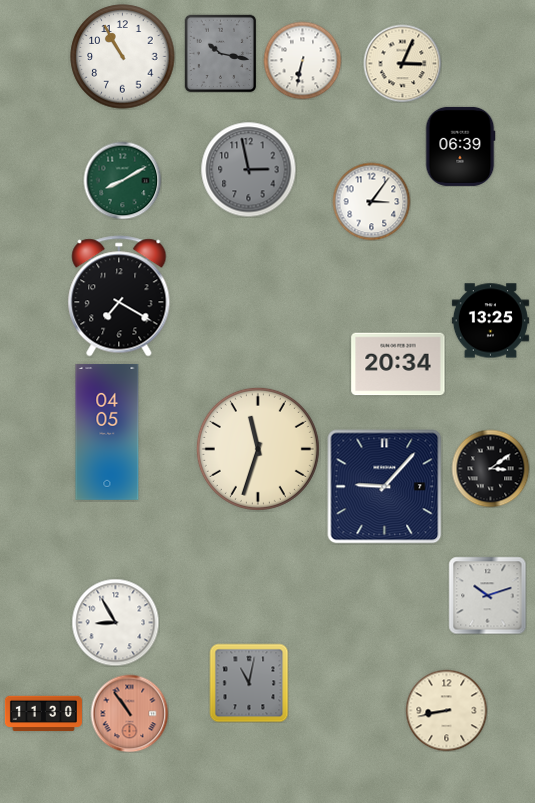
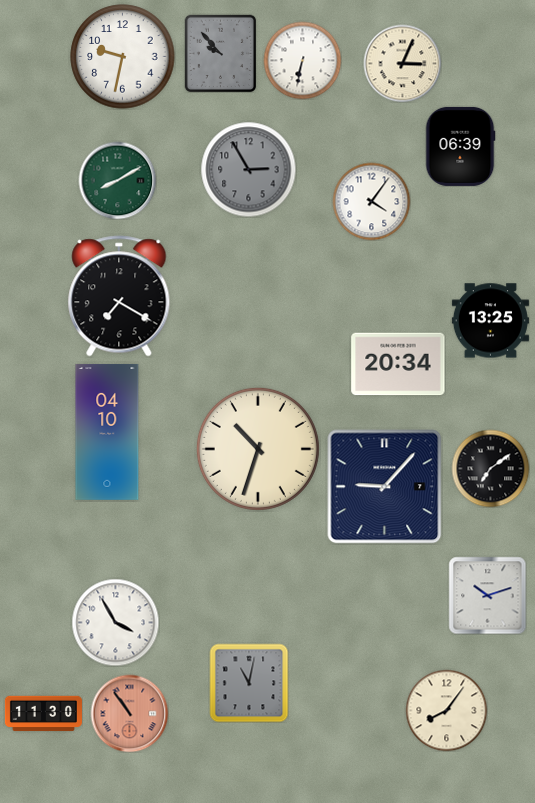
clock at (221, 53): 10:17 -> 9:53
clock at (123, 57): 10:55 -> 9:32
clock at (248, 169): 2:58 -> 2:55
clock at (122, 180) position: (122, 180) -> (117, 180)
clock at (371, 201): 3:06 -> 4:06
clock at (107, 432): 04:05 -> 04:10
clock at (258, 449): 11:33 -> 10:33
clock at (490, 468): 3:09 -> 7:09
clock at (115, 622): 8:55 -> 3:55
clock at (446, 710): 8:43 -> 8:06
